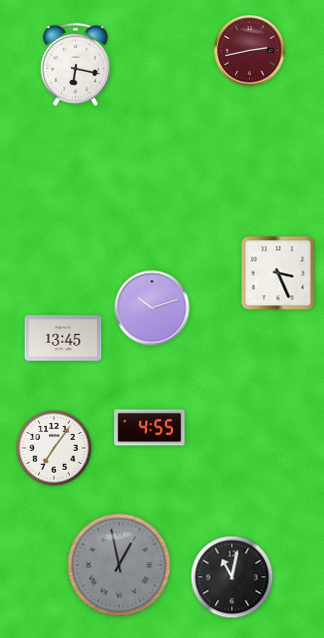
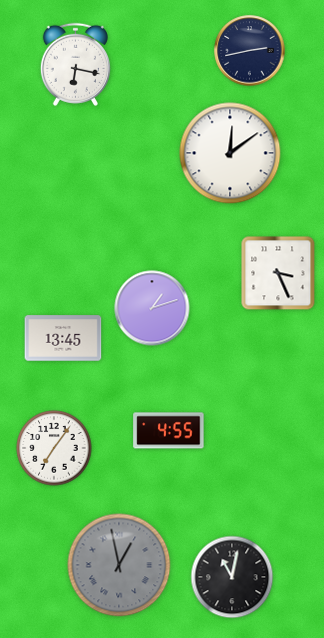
clock at (250, 51) dial: burgundy -> navy
clock at (230, 153): none -> 12:09
clock at (152, 308): 10:12 -> 1:12
clock at (150, 428) position: (150, 428) -> (169, 431)
